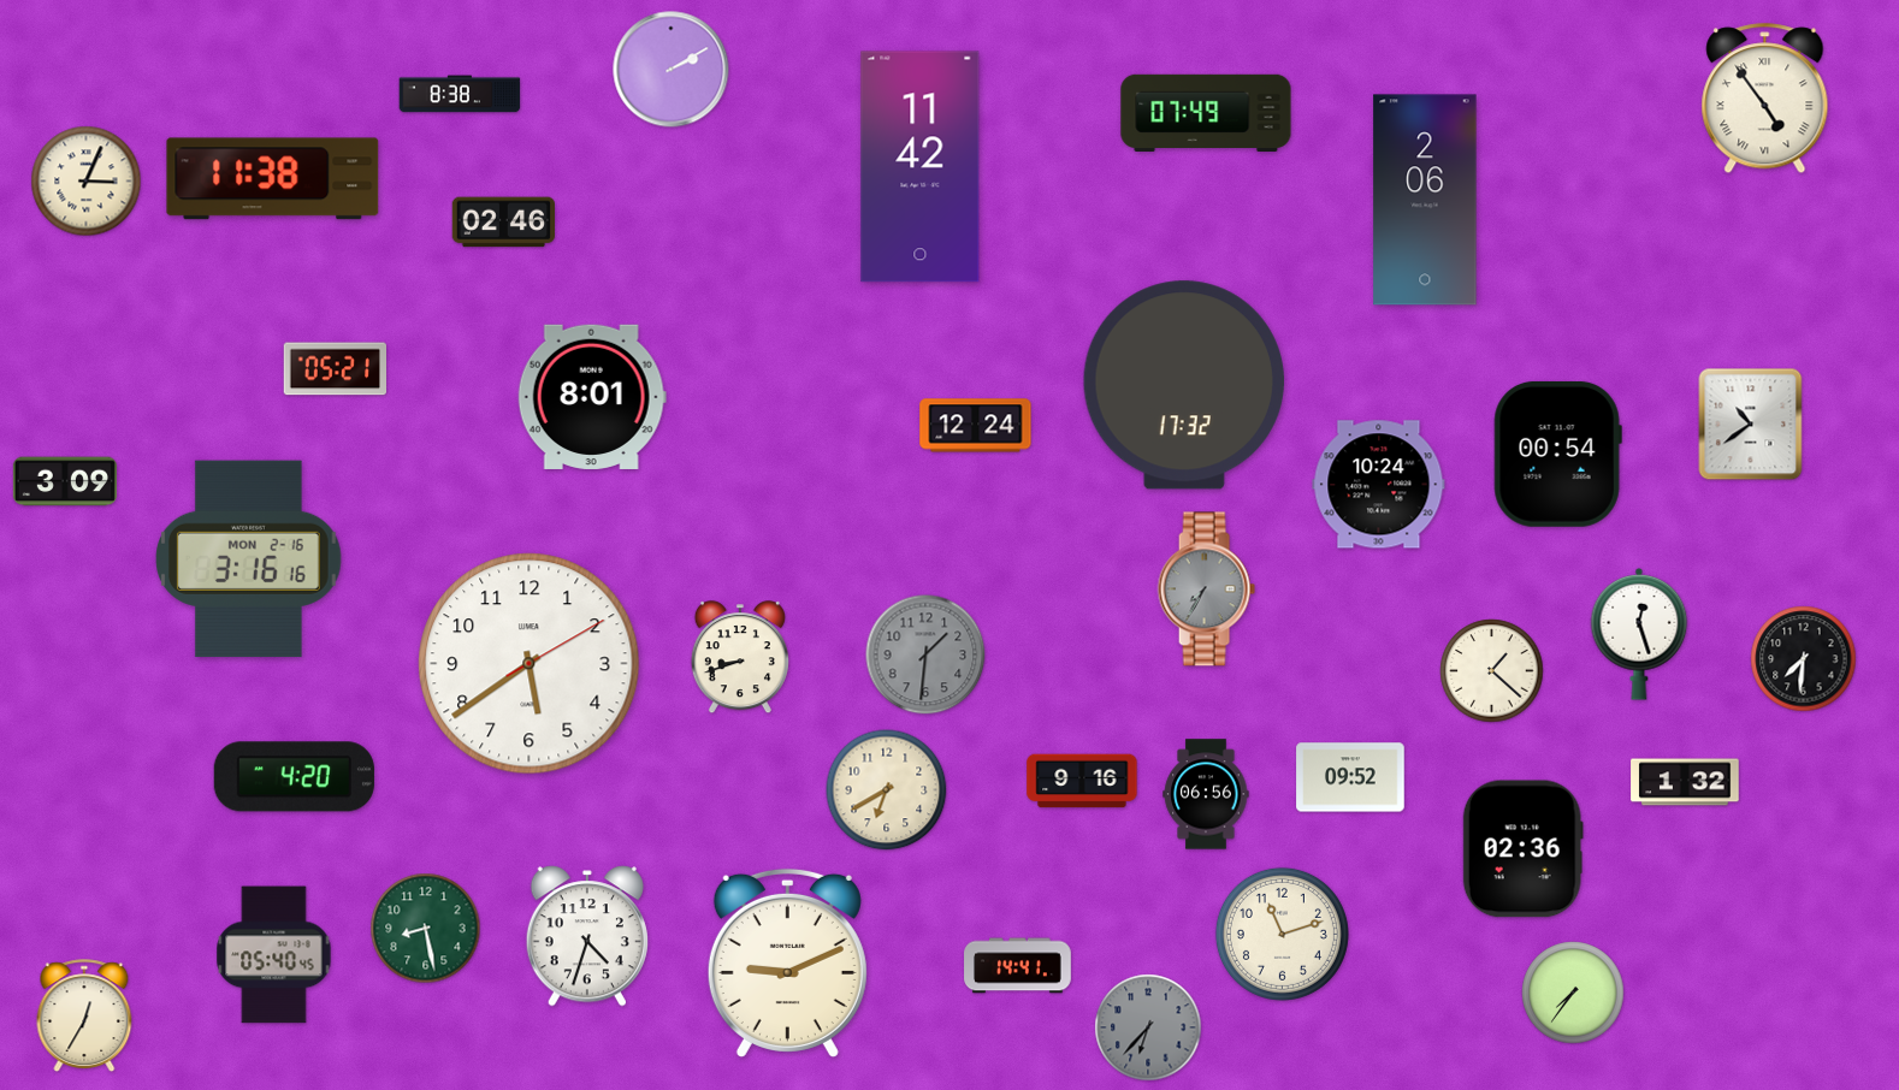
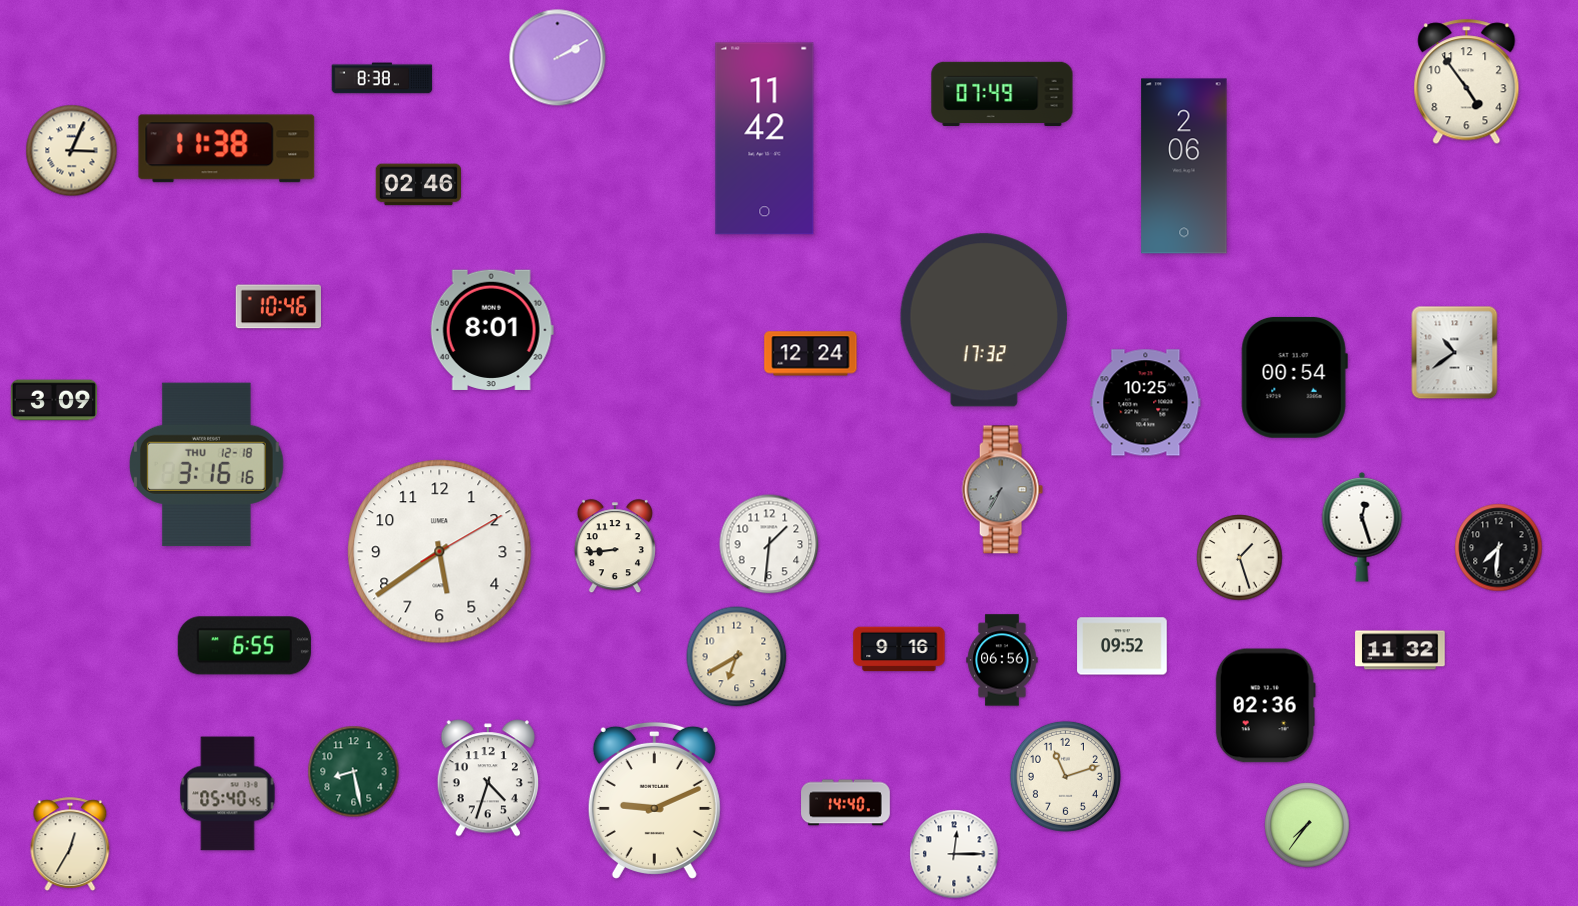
clock at (1765, 99) numerals: Roman -> Arabic
clock at (335, 369): 05:21 -> 10:46
clock at (1379, 485): 10:24 -> 10:25
clock at (249, 559) date: MON 2-16 -> THU 12-18
clock at (925, 654) dial: grey -> white
clock at (740, 658): 8:42 -> 8:44
clock at (1492, 671): 1:22 -> 1:27
clock at (294, 777): 4:20 -> 6:55
clock at (1685, 782): 1:32 -> 11:32
clock at (1018, 966): 14:41 -> 14:40
clock at (1148, 1027): 6:37 -> 12:15
clock at (1148, 1027) dial: grey -> white
